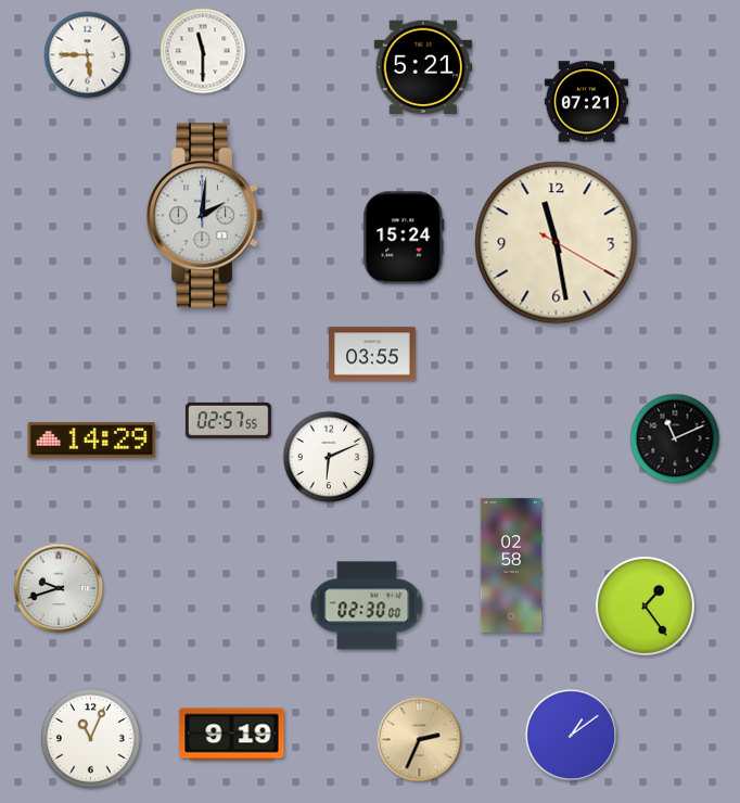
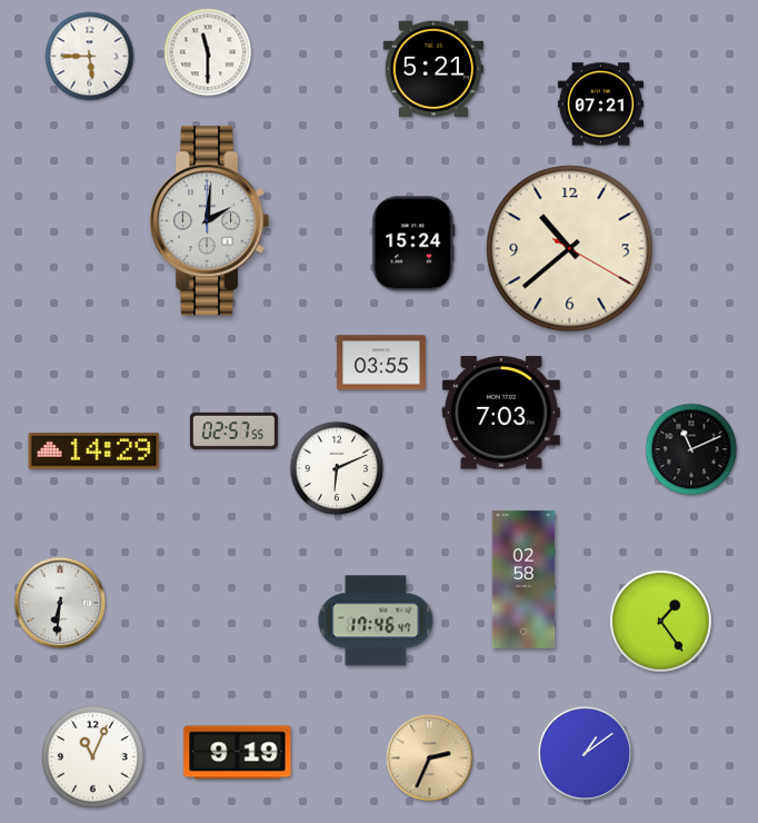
clock at (557, 243): 11:28 -> 10:38
clock at (501, 413): none -> 7:03
clock at (59, 588): 9:42 -> 6:31
clock at (367, 606): 02:30 -> 17:46
